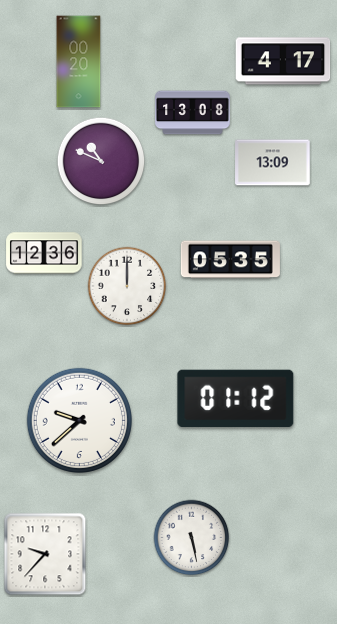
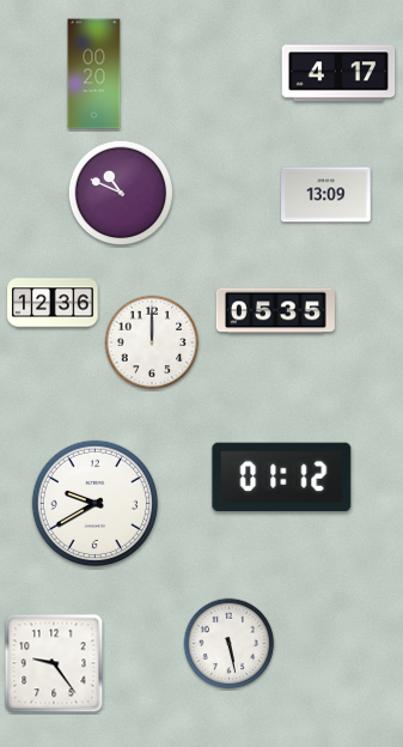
clock at (193, 113): 13:08 -> none
clock at (79, 420): 9:38 -> 9:40
clock at (45, 554): 9:37 -> 9:24
